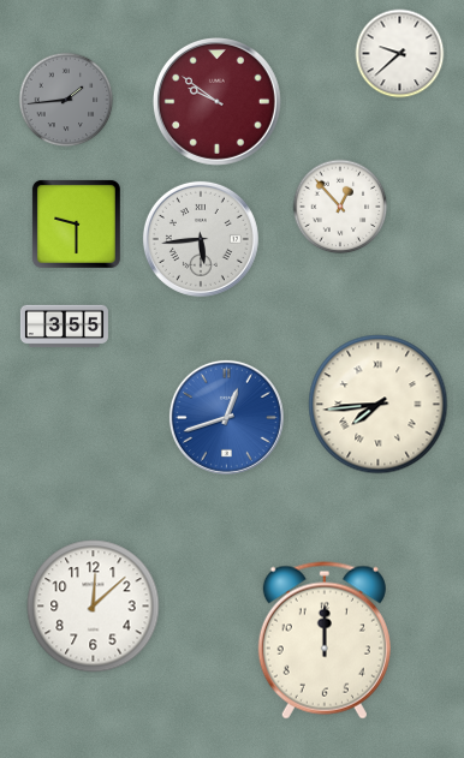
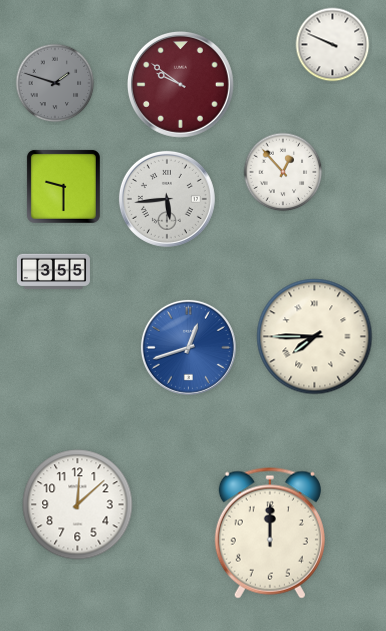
clock at (400, 54): 9:38 -> 9:49
clock at (66, 100): 1:44 -> 1:48
clock at (379, 405): 7:44 -> 7:45
